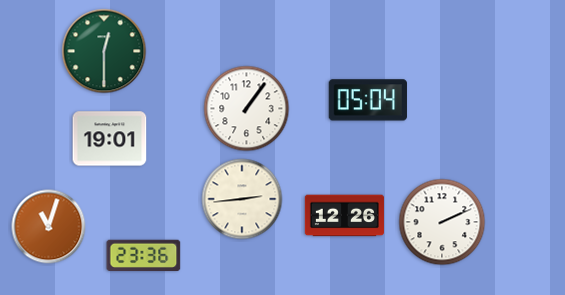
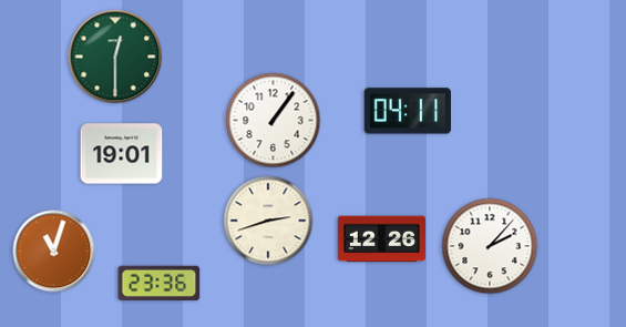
clock at (368, 100): 05:04 -> 04:11
clock at (242, 199): 2:44 -> 2:42
clock at (442, 222): 2:11 -> 2:07
